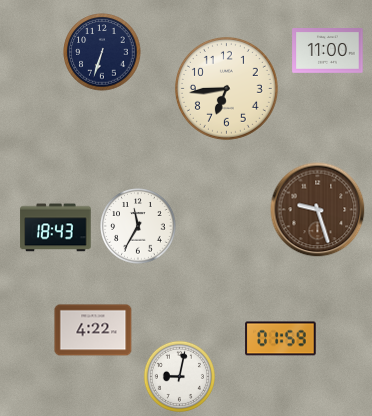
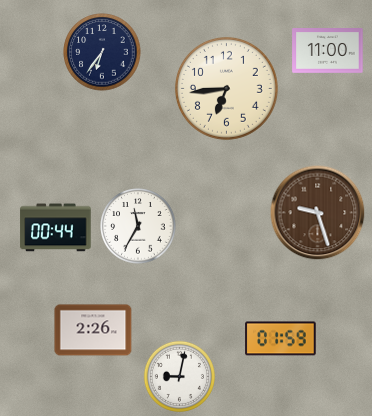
clock at (102, 52): 6:33 -> 6:36
clock at (318, 210) position: (318, 210) -> (318, 213)
clock at (56, 228): 18:43 -> 00:44
clock at (93, 330): 4:22 -> 2:26
